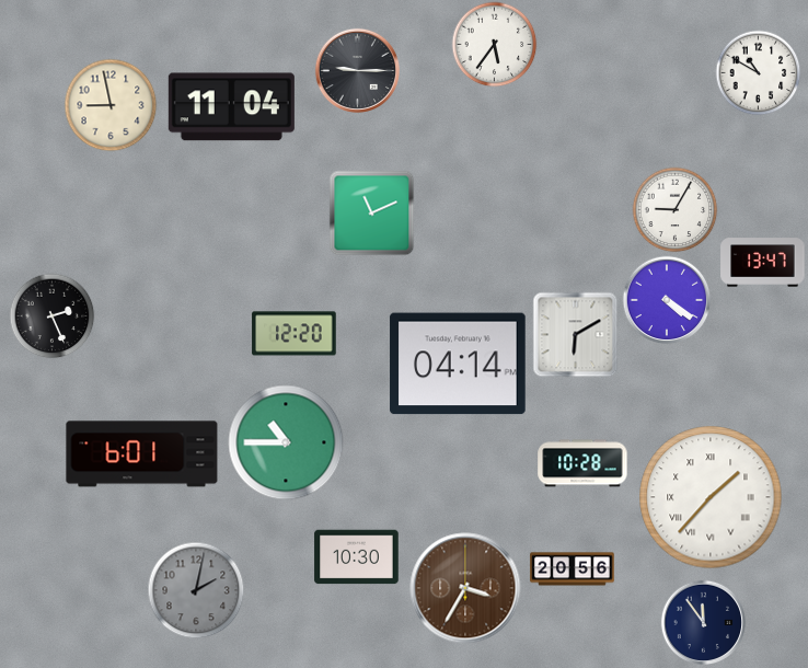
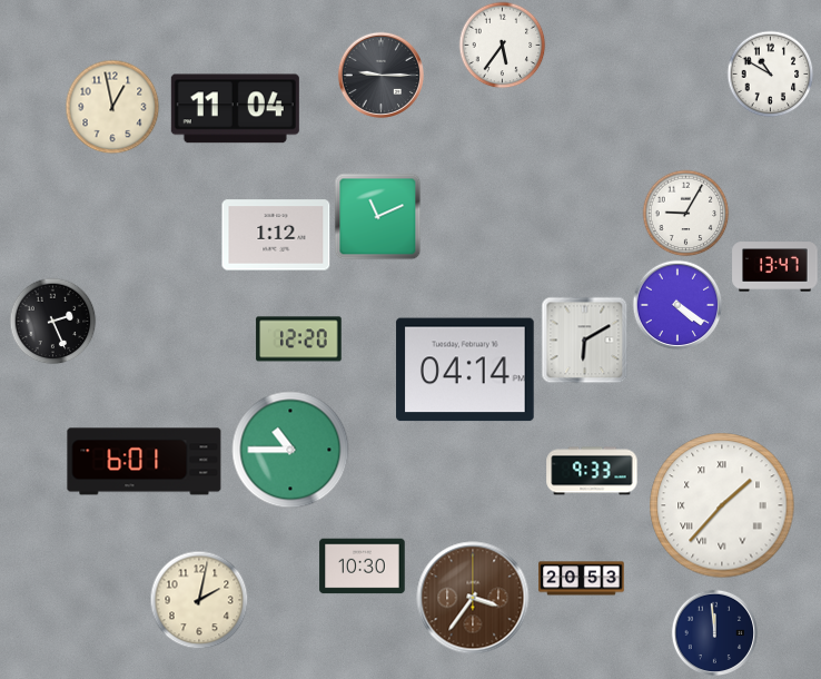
clock at (357, 70) position: (357, 70) -> (380, 75)
clock at (111, 105): 8:58 -> 12:58
clock at (276, 235): none -> 1:12
clock at (582, 463): 10:28 -> 9:33
clock at (573, 569): 20:56 -> 20:53
clock at (465, 588): 3:35 -> 3:36
clock at (196, 590) dial: grey -> cream
clock at (703, 622): 11:54 -> 11:59
